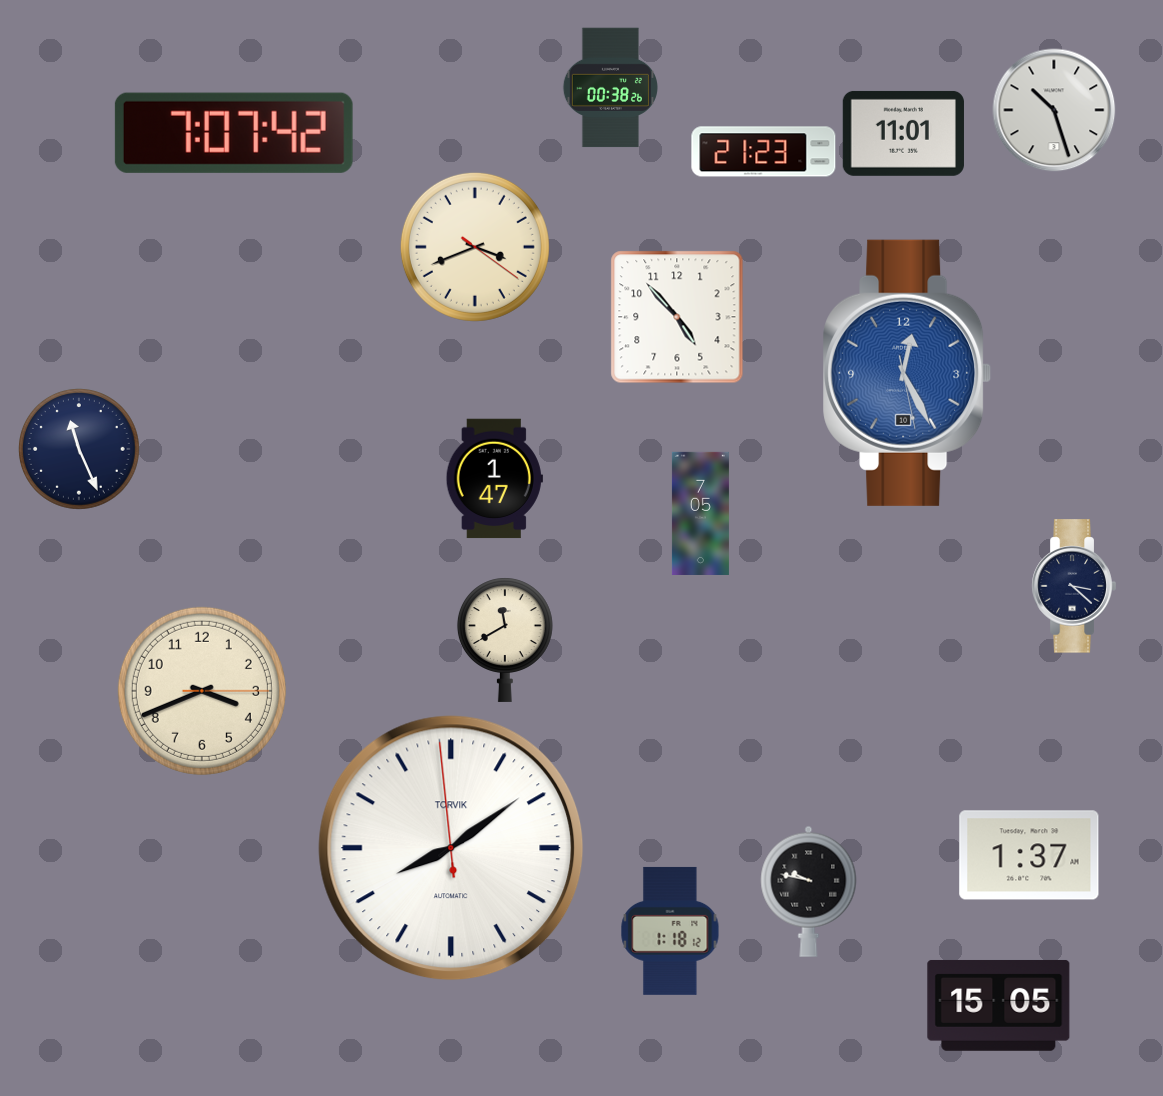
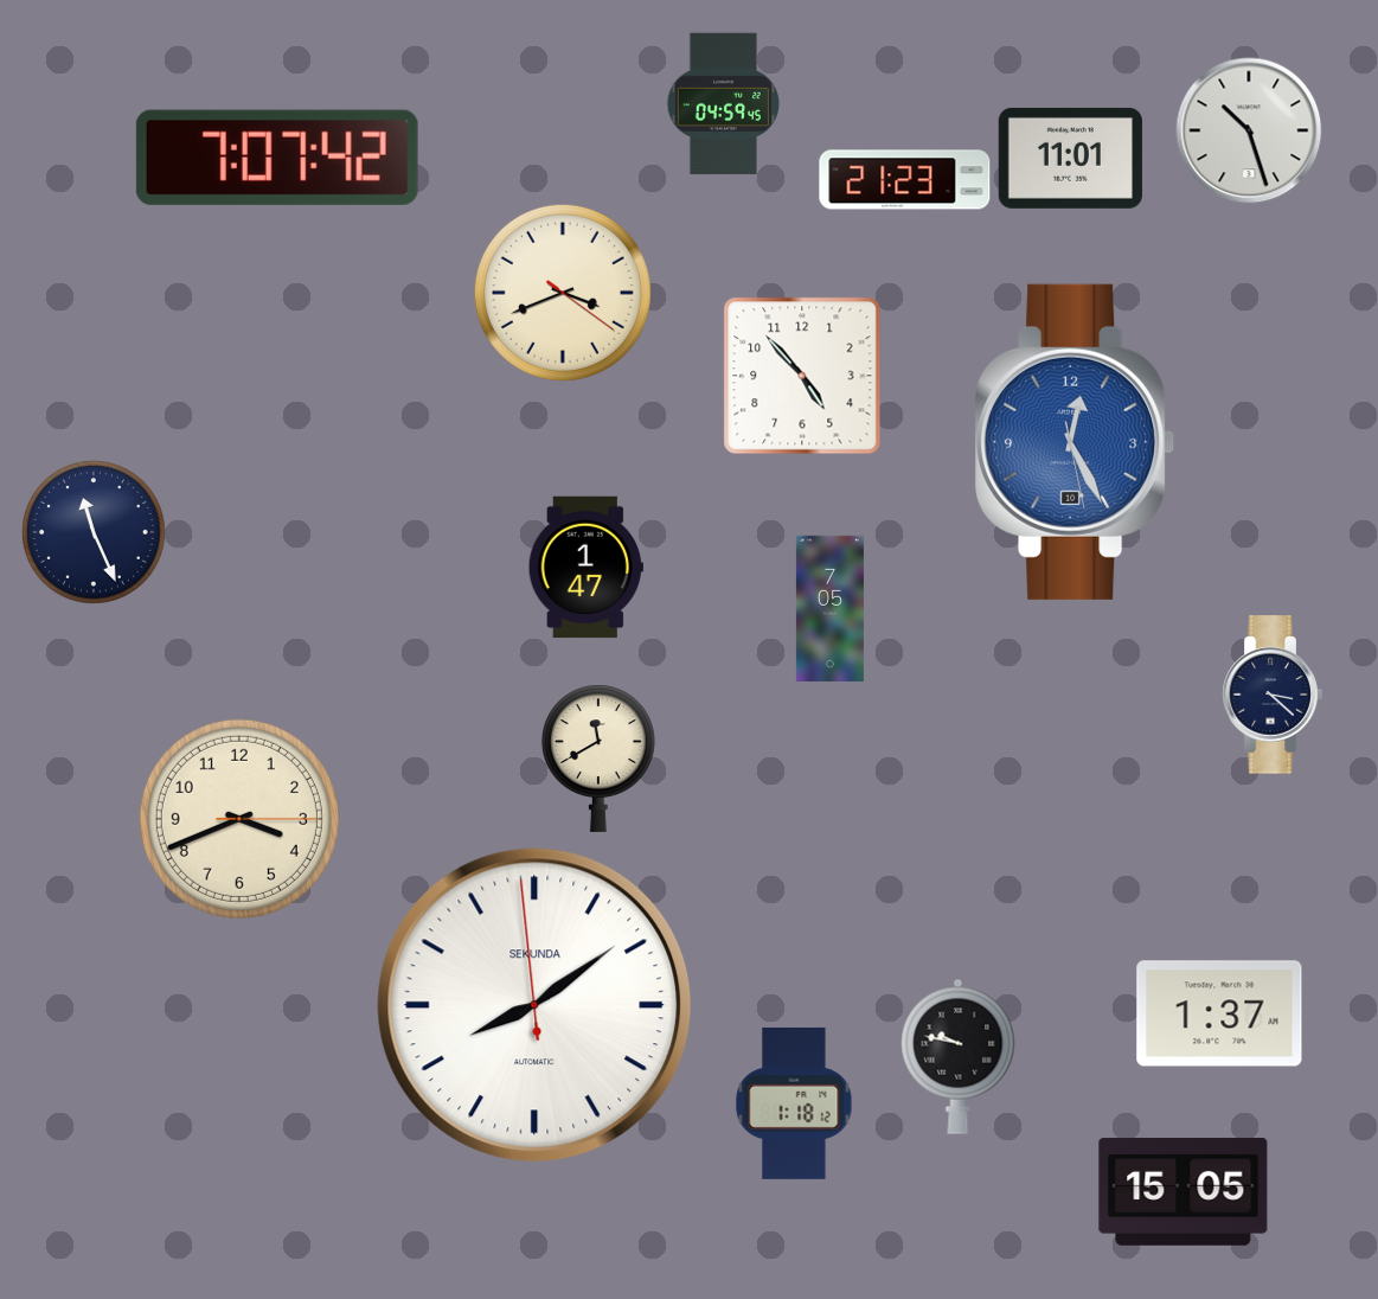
clock at (610, 88): 00:38 -> 04:59
clock at (451, 848) brand: TORVIK -> SEKUNDA
